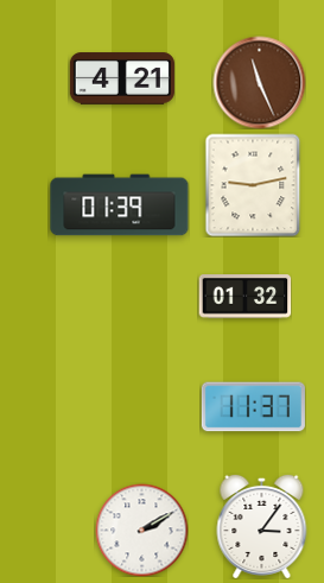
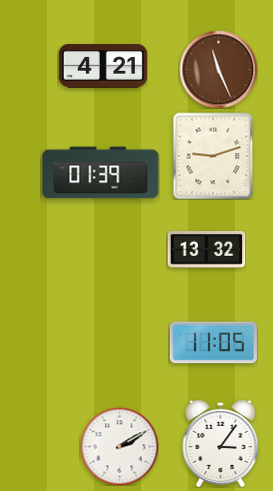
clock at (253, 185): 9:13 -> 9:12
clock at (244, 297): 01:32 -> 13:32
clock at (253, 407): 11:37 -> 11:05
